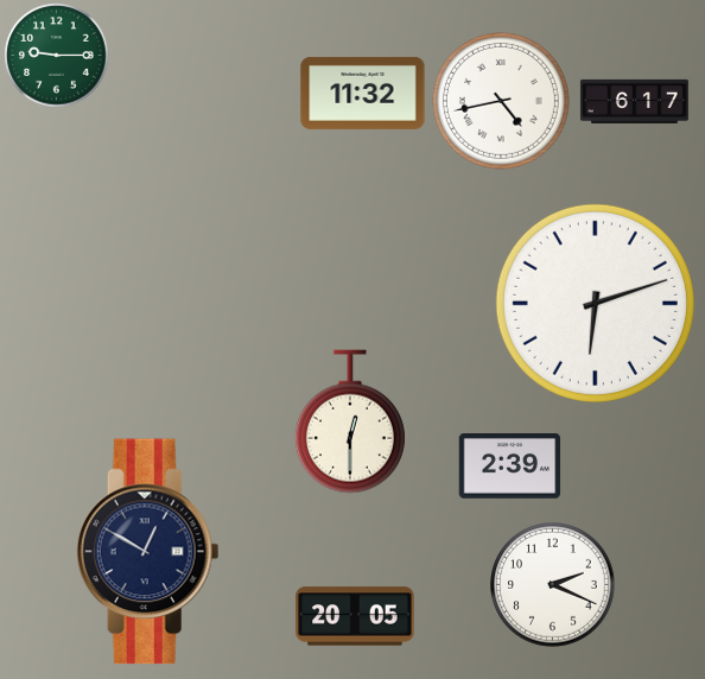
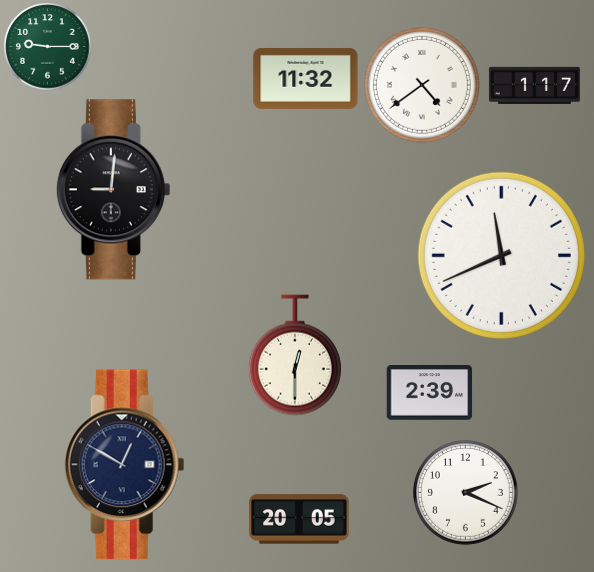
clock at (501, 101): 4:43 -> 4:39
clock at (634, 101): 6:17 -> 1:17
clock at (113, 190): none -> 9:01
clock at (595, 303): 6:12 -> 11:41
